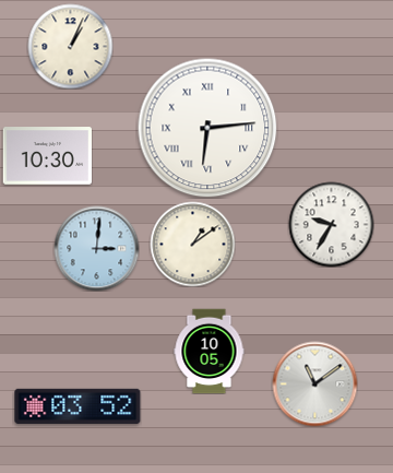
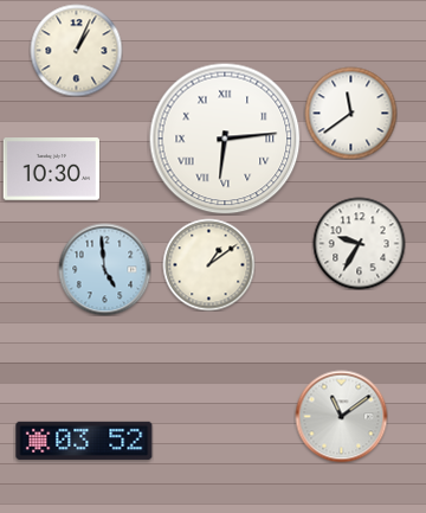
clock at (350, 113): none -> 11:39
clock at (96, 248): 3:01 -> 4:59
clock at (210, 351): 10:05 -> none
